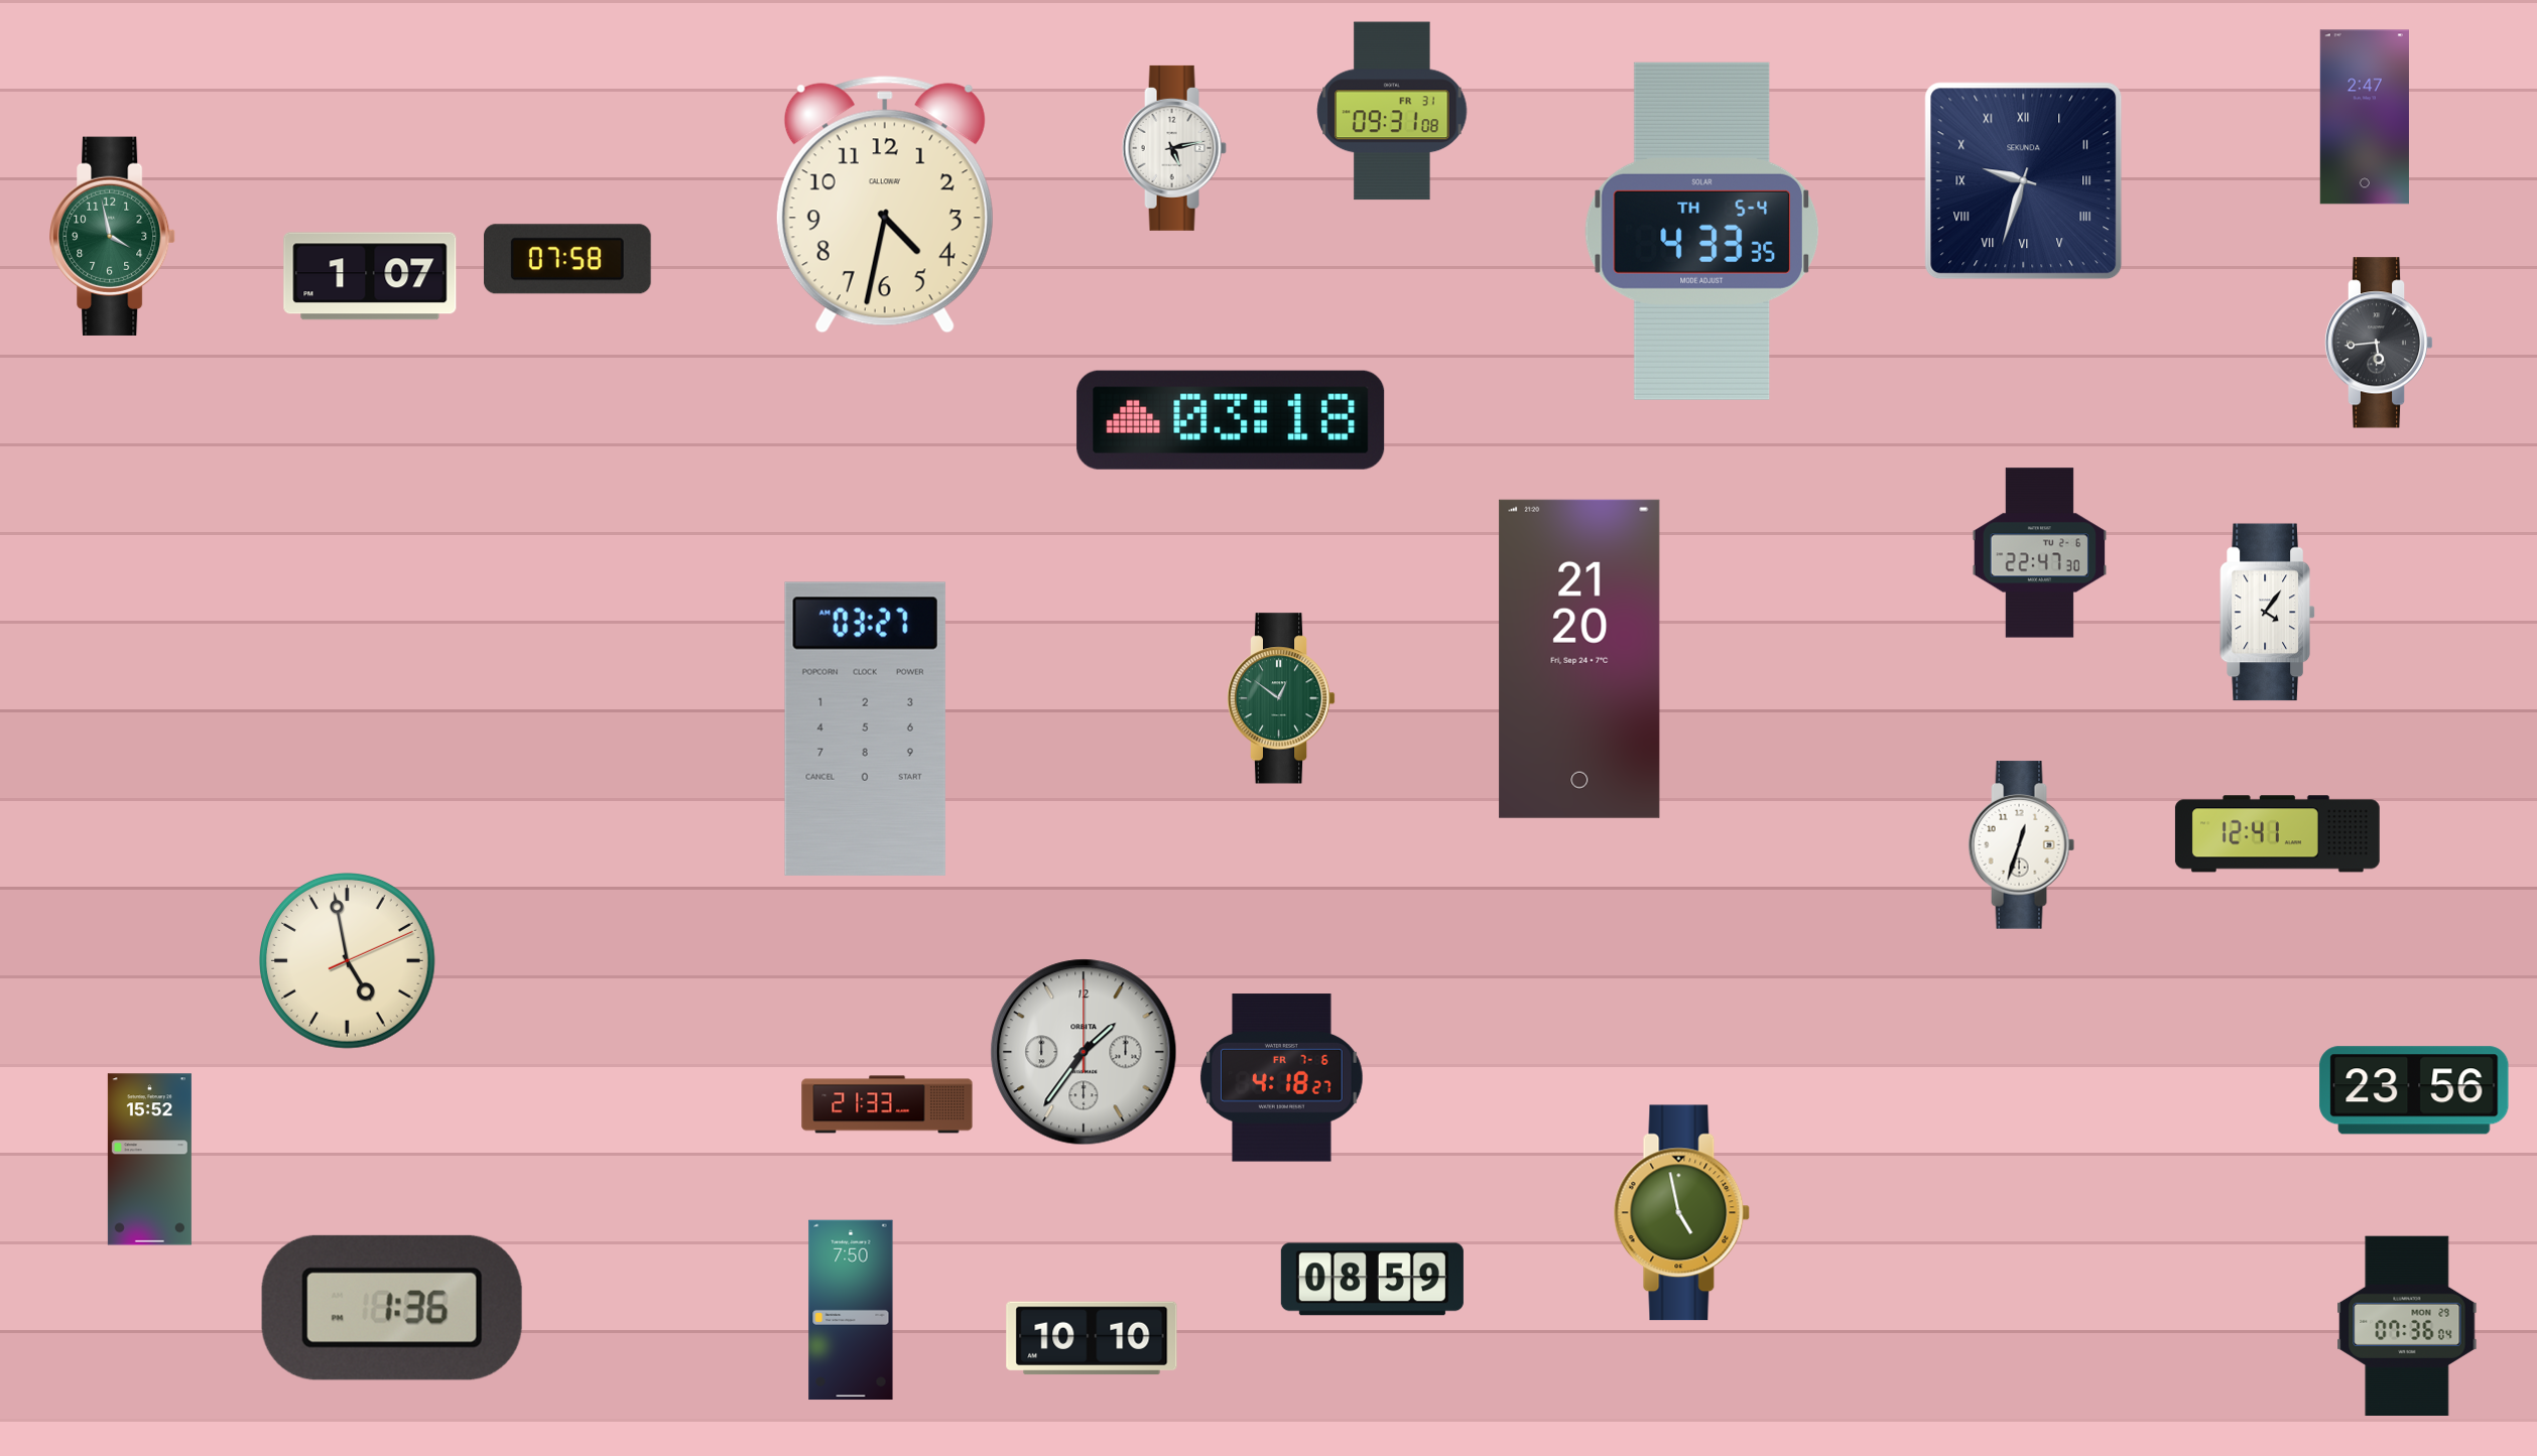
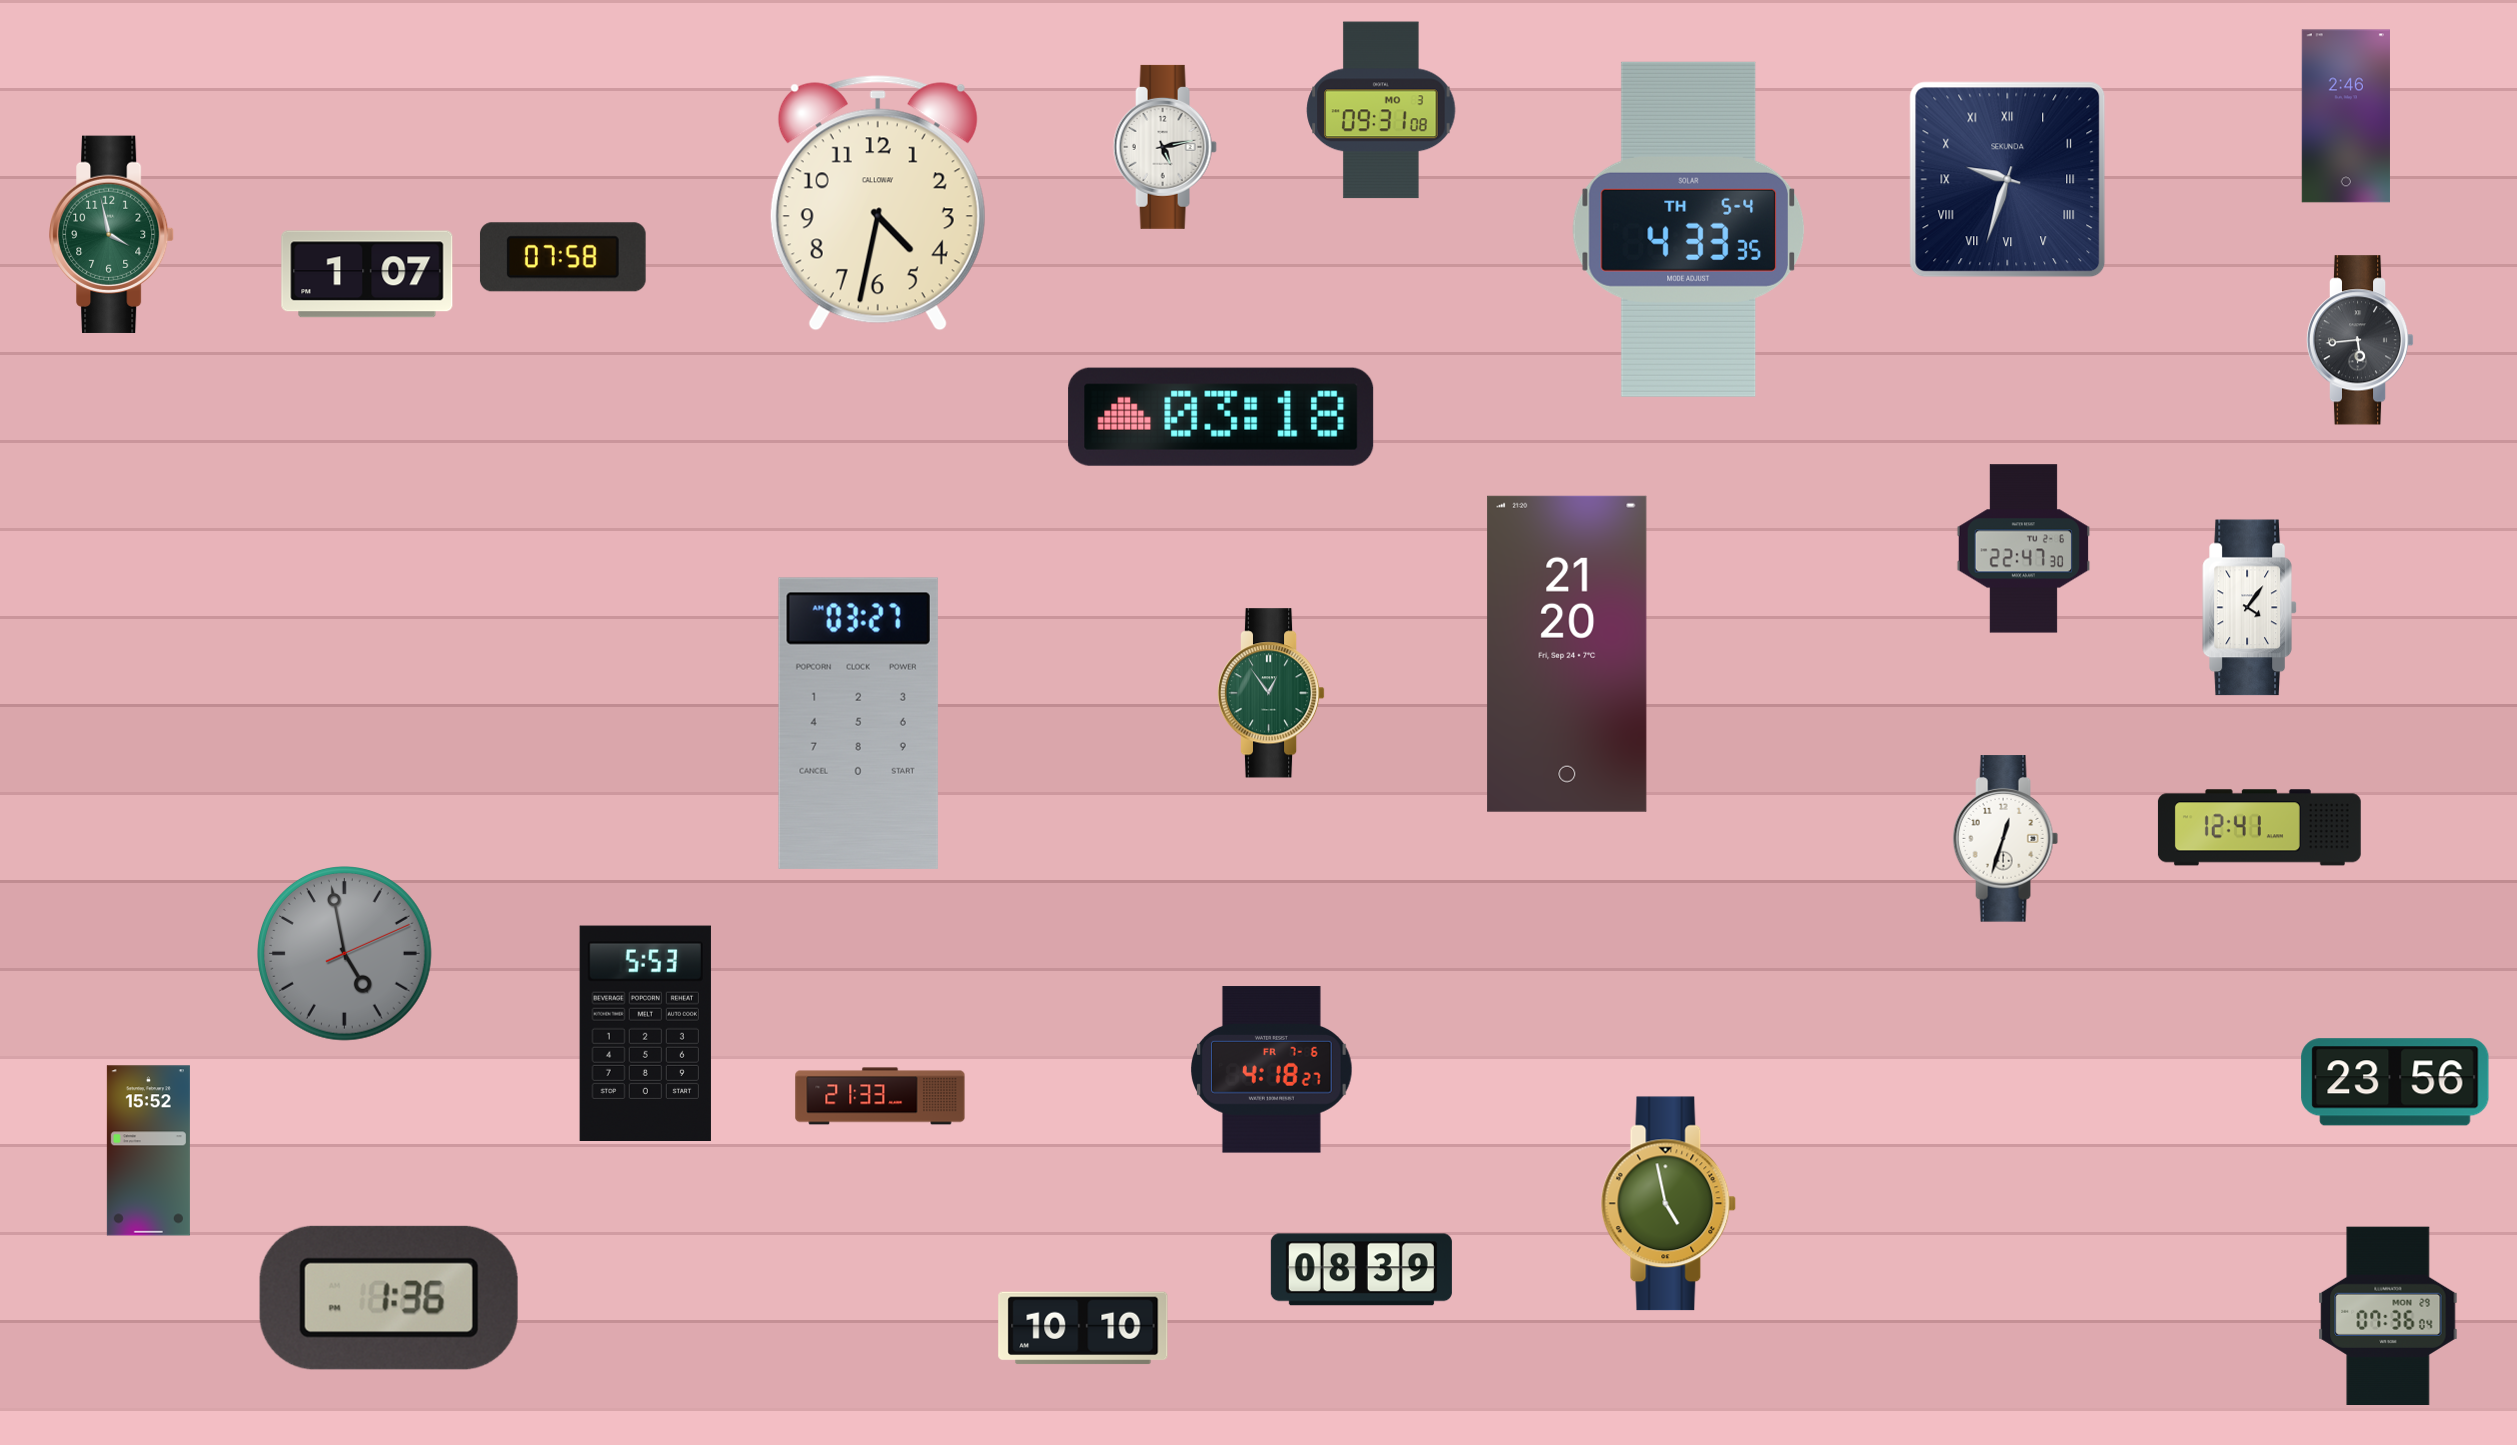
clock at (1392, 111) date: FR 31 -> MO 3
clock at (2365, 117): 2:47 -> 2:46
clock at (1281, 698): 12:51 -> 12:54
clock at (348, 961) dial: cream -> grey
clock at (645, 1033): none -> 5:53
clock at (1084, 1052): 1:36 -> none
clock at (1372, 1280): 08:59 -> 08:39
clock at (851, 1310): 7:50 -> none
